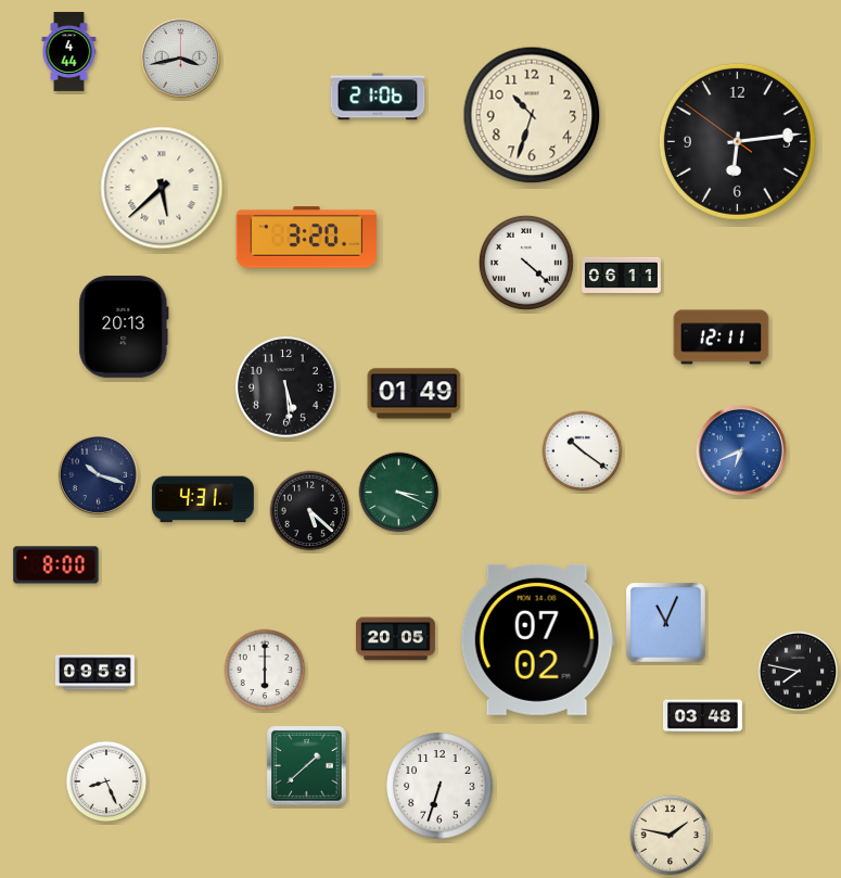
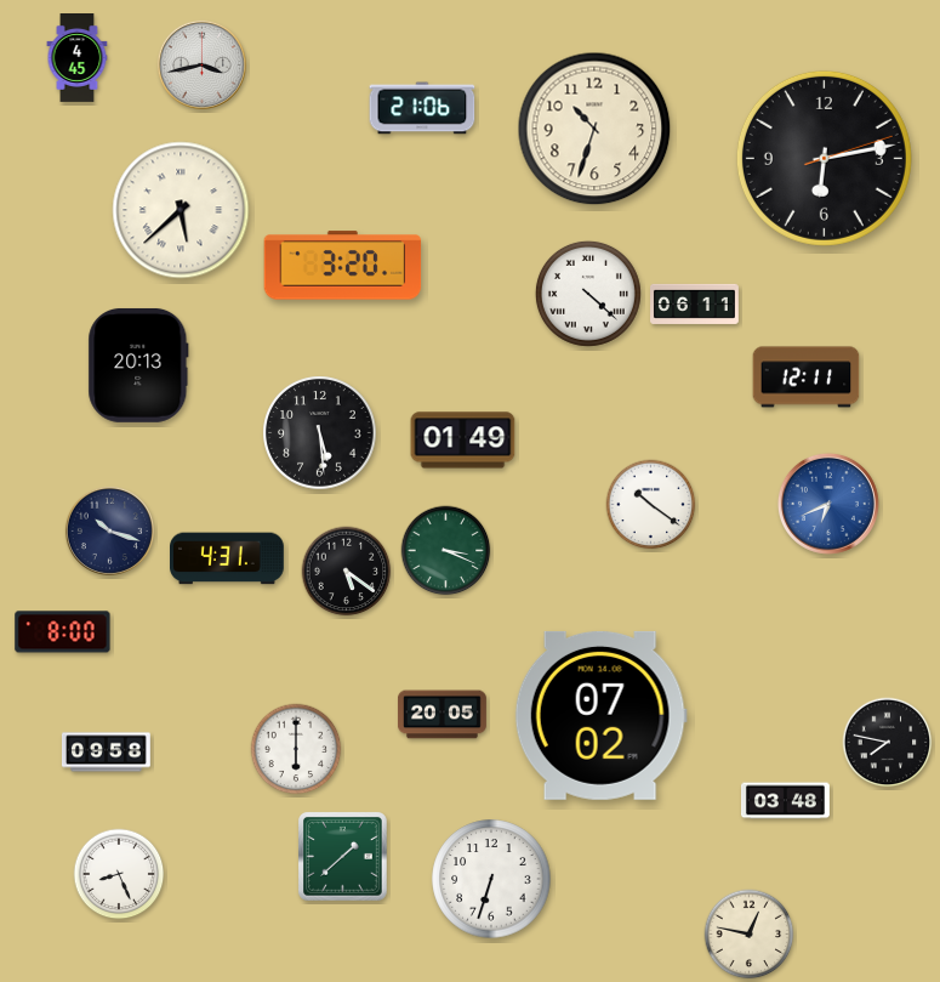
clock at (69, 52): 4:44 -> 4:45
clock at (737, 141): 6:13:51 -> 6:13:12
clock at (622, 275) position: (622, 275) -> (695, 303)
clock at (310, 511): 5:22 -> 5:21
clock at (666, 623): 11:04 -> none
clock at (799, 672) position: (799, 672) -> (888, 743)
clock at (671, 836): 1:47 -> 12:47
